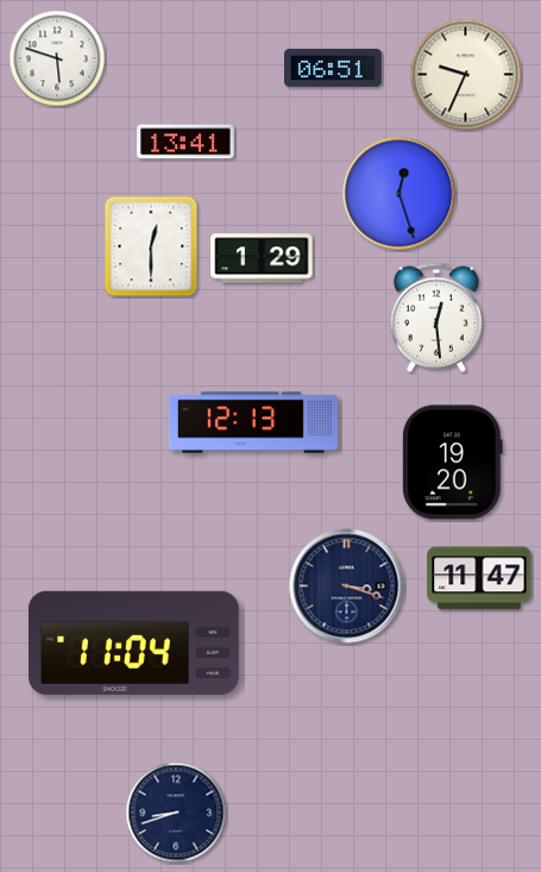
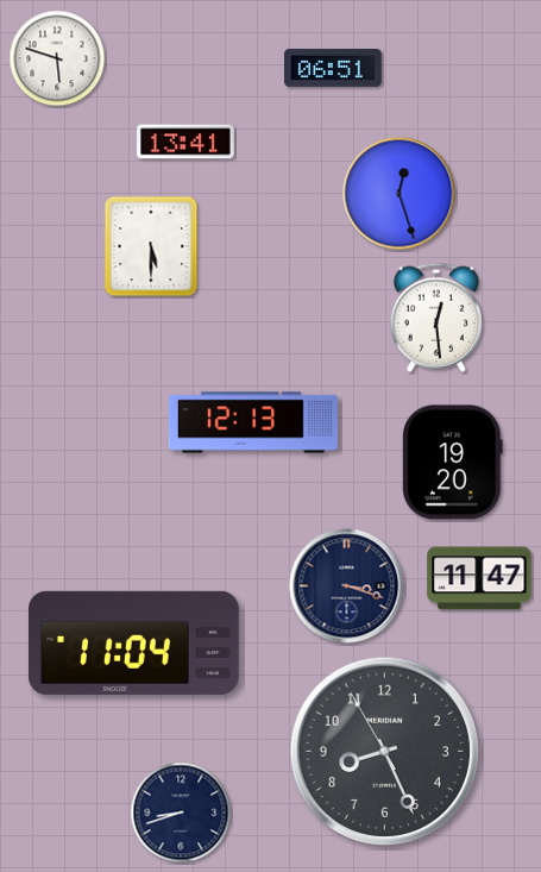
clock at (466, 75): 9:34 -> none
clock at (151, 246): 12:30 -> 5:30
clock at (262, 258): 1:29 -> none
clock at (384, 751): none -> 8:25
clock at (176, 813) position: (176, 813) -> (181, 813)
